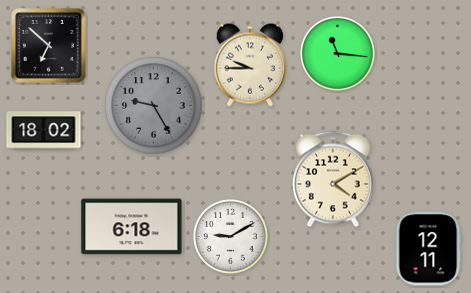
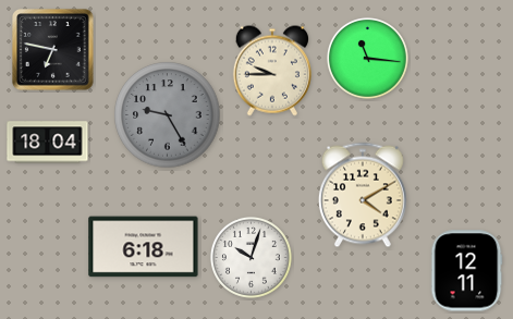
clock at (49, 46): 6:52 -> 6:47
clock at (44, 131): 18:02 -> 18:04
clock at (230, 236): 9:10 -> 10:03
